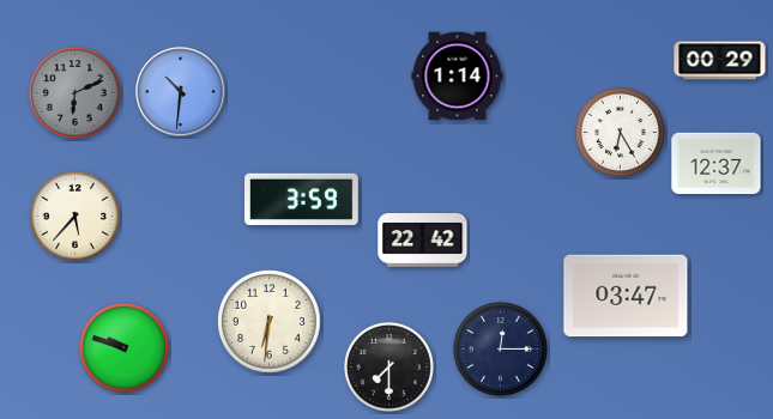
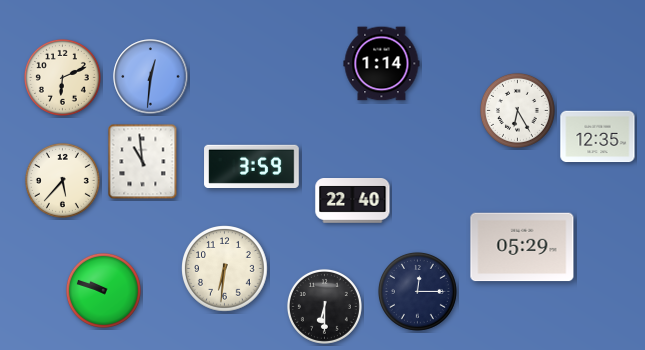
clock at (720, 61): 00:29 -> none
clock at (74, 92) dial: grey -> cream
clock at (181, 92): 10:31 -> 12:31
clock at (717, 164): 12:37 -> 12:35
clock at (143, 162): none -> 10:59
clock at (423, 241): 22:42 -> 22:40
clock at (626, 296): 03:47 -> 05:29
clock at (388, 366): 7:30 -> 6:30
